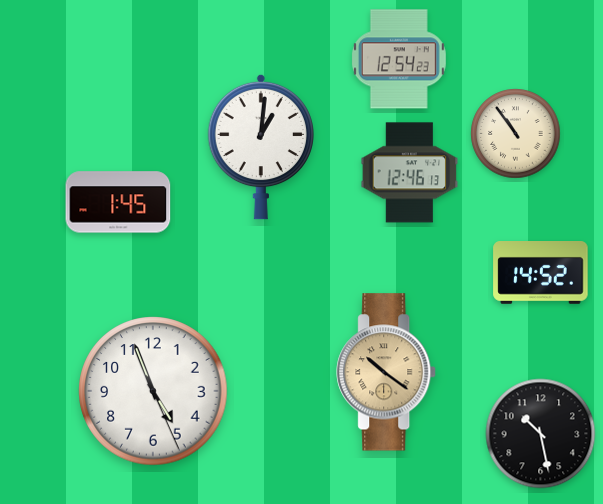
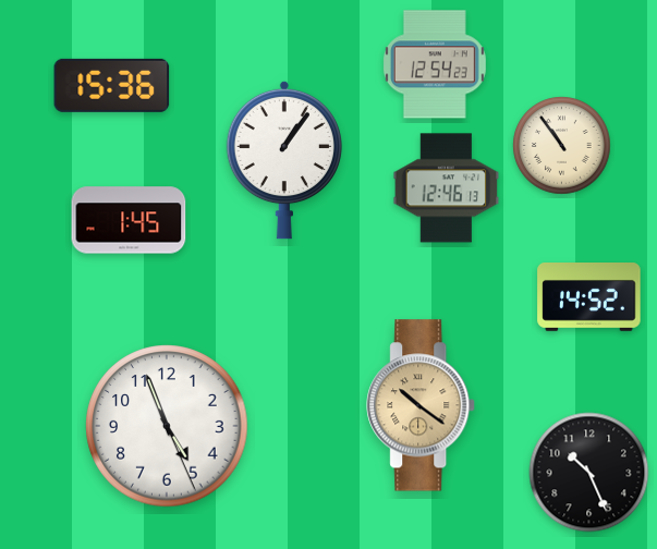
clock at (112, 85): none -> 15:36
clock at (260, 147): 1:01 -> 1:06
clock at (541, 434): 10:28 -> 10:26
